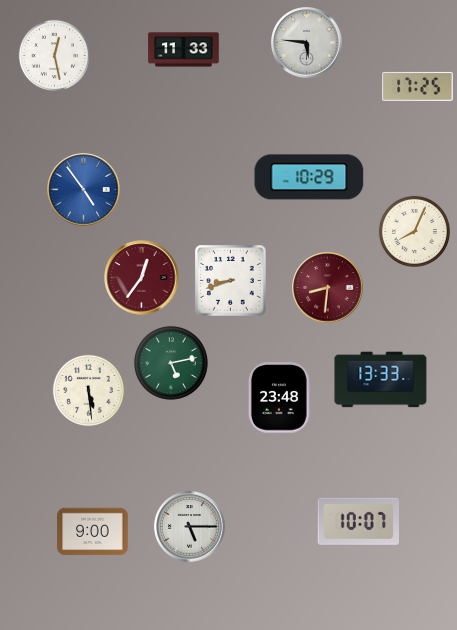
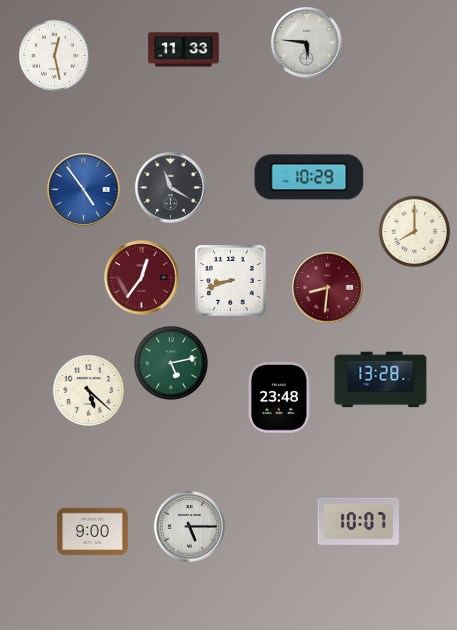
clock at (418, 86): 17:25 -> none
clock at (171, 188): none -> 11:20
clock at (414, 231): 8:04 -> 8:00
clock at (381, 380): 13:33 -> 13:28
clock at (88, 390): 5:29 -> 5:22
